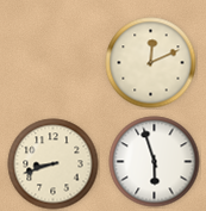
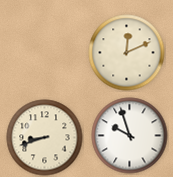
clock at (155, 162): 5:57 -> 9:57
